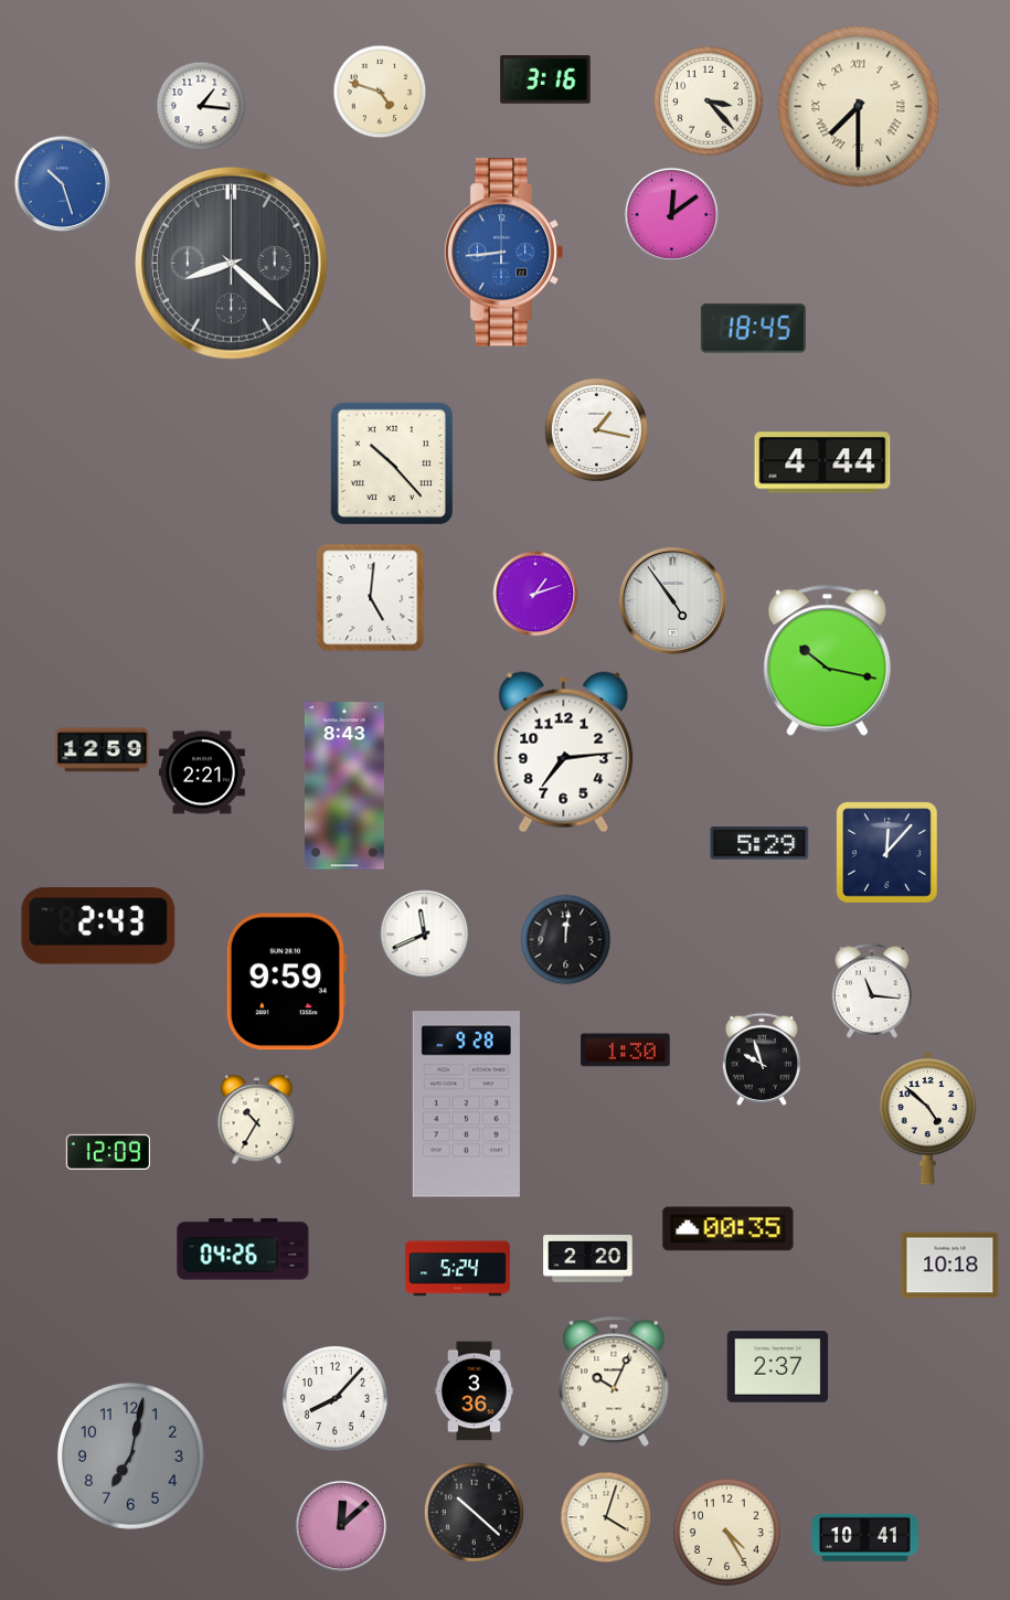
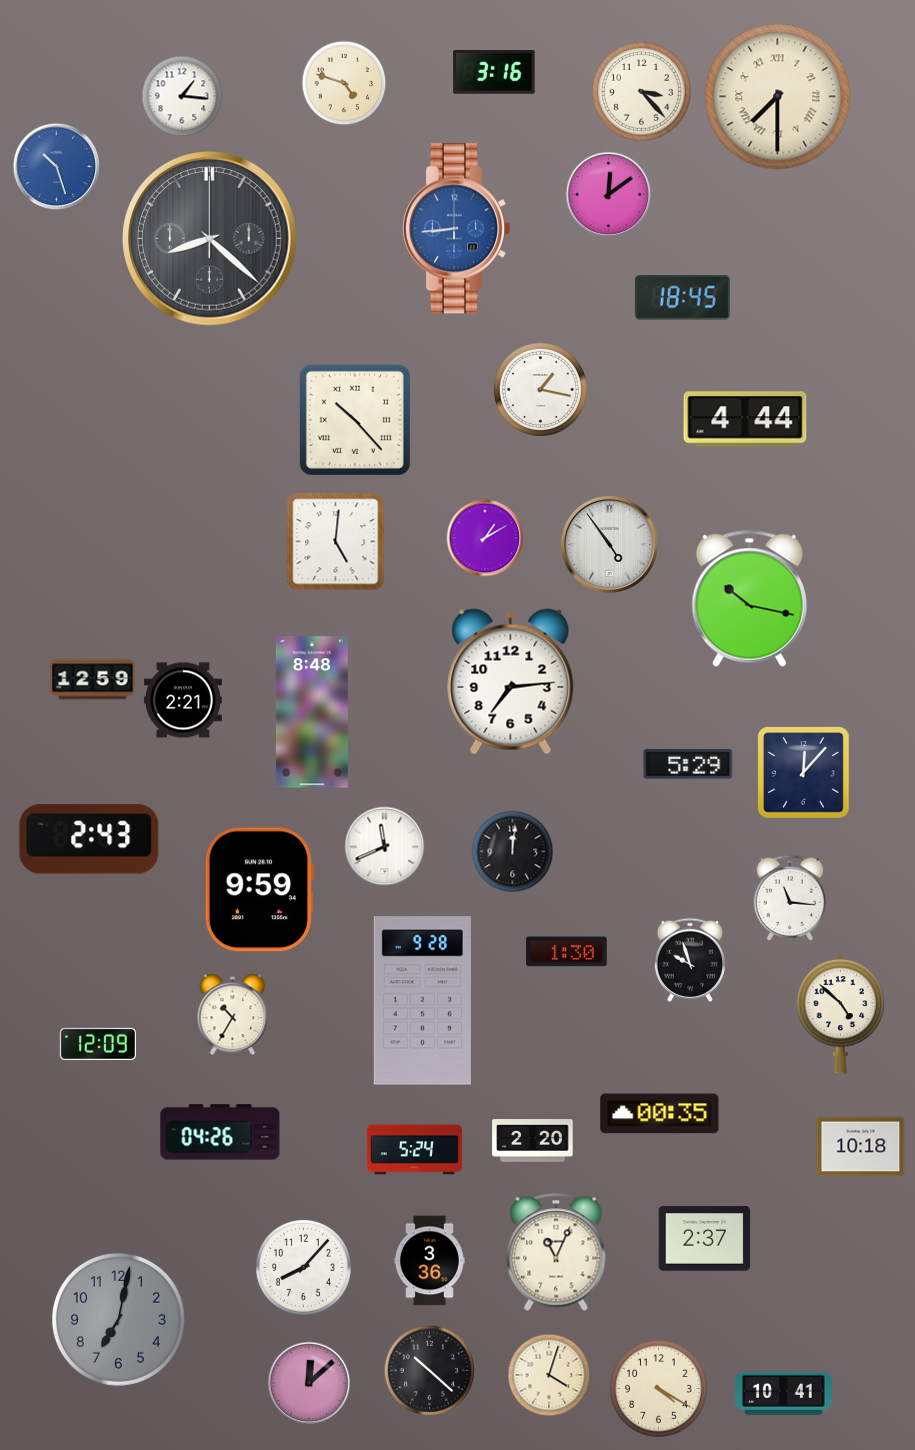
clock at (535, 594): 1:12 -> 1:10
clock at (344, 786): 8:43 -> 8:48
clock at (614, 1382): 10:04 -> 11:04
clock at (727, 1533): 4:25 -> 4:20
